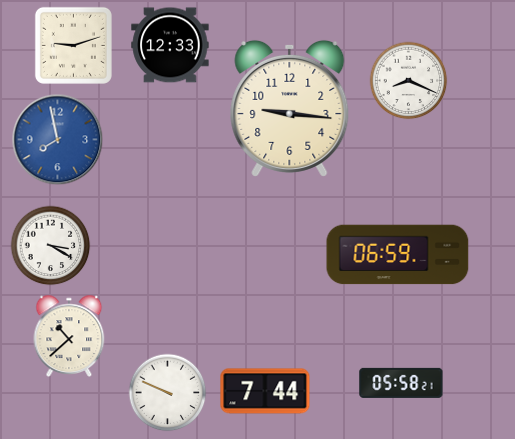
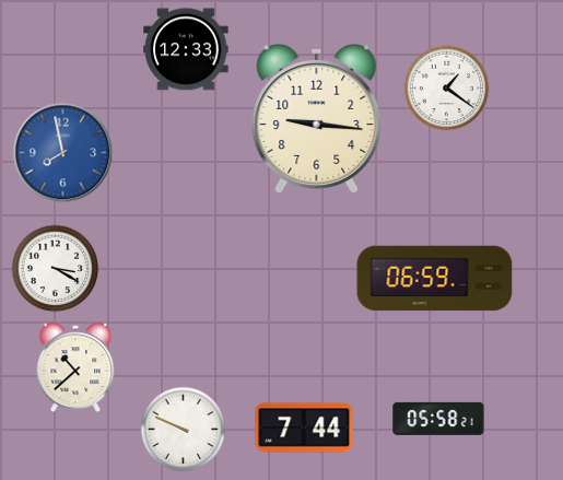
clock at (73, 45): 9:12 -> none
clock at (408, 80): 8:19 -> 1:21
clock at (265, 391) position: (265, 391) -> (304, 428)
